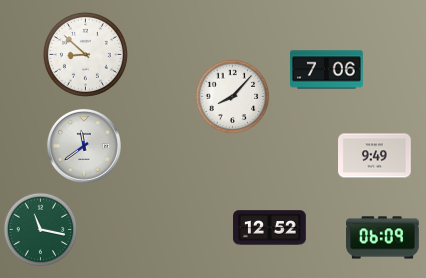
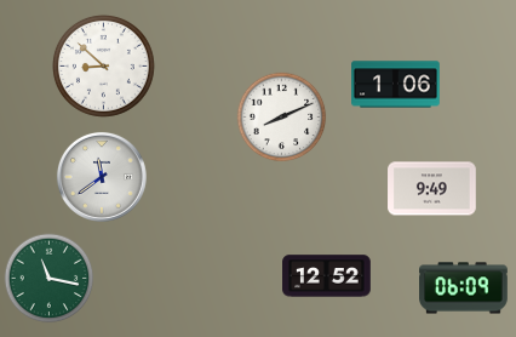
clock at (327, 70): 7:06 -> 1:06
clock at (233, 97): 8:07 -> 8:11
clock at (375, 156) position: (375, 156) -> (432, 189)
